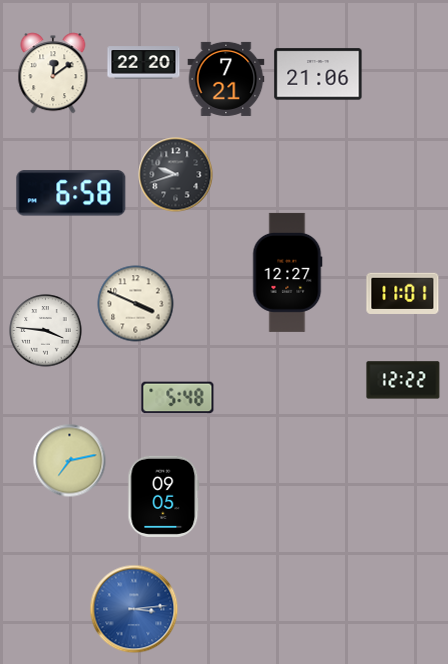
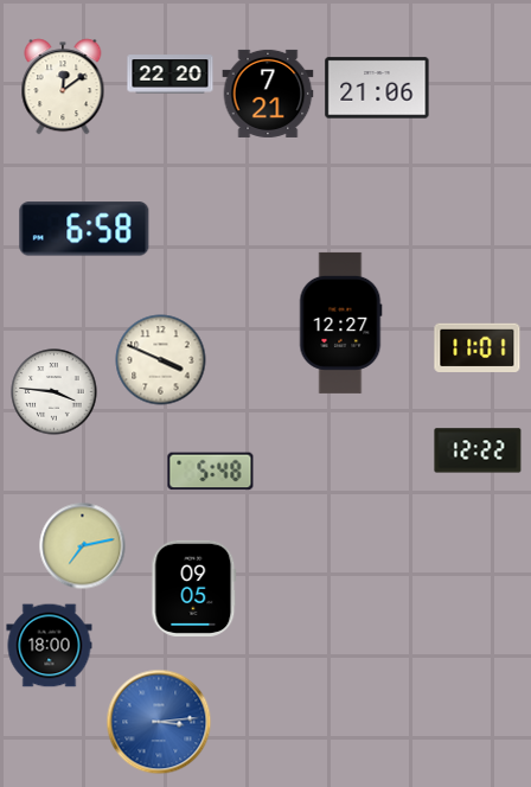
clock at (176, 175): 9:42 -> none
clock at (50, 646): none -> 18:00
